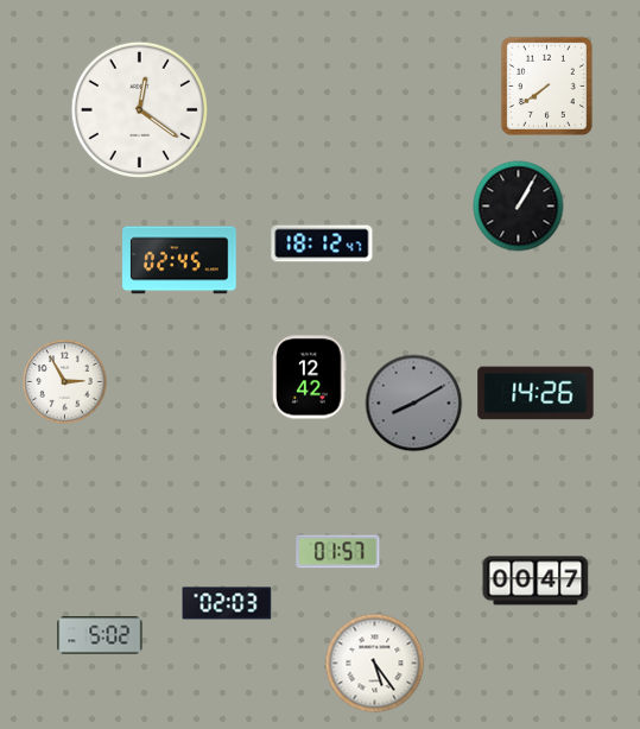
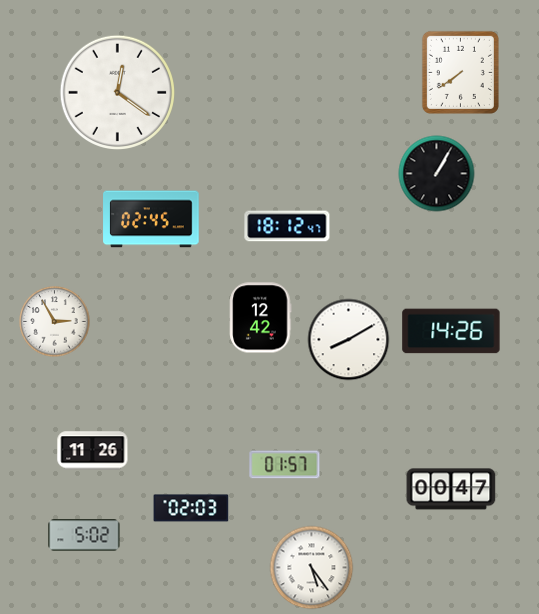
clock at (322, 243) position: (322, 243) -> (287, 226)
clock at (414, 404) dial: grey -> white
clock at (93, 451): none -> 11:26
clock at (375, 664) position: (375, 664) -> (312, 568)
